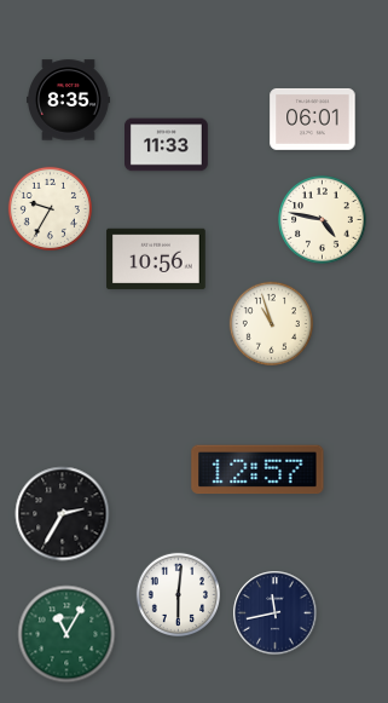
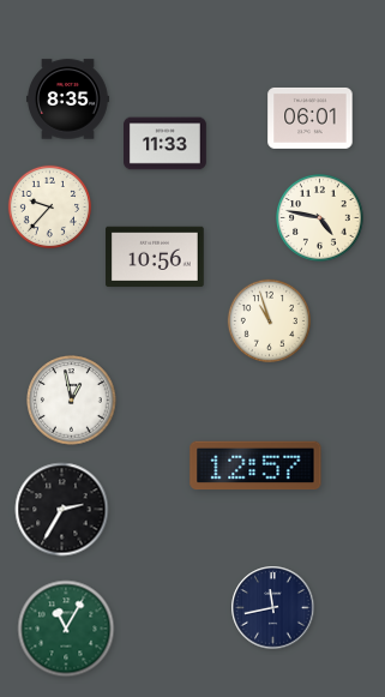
clock at (50, 208): 9:35 -> 9:37
clock at (72, 401): none -> 12:58
clock at (178, 594): 6:01 -> none
